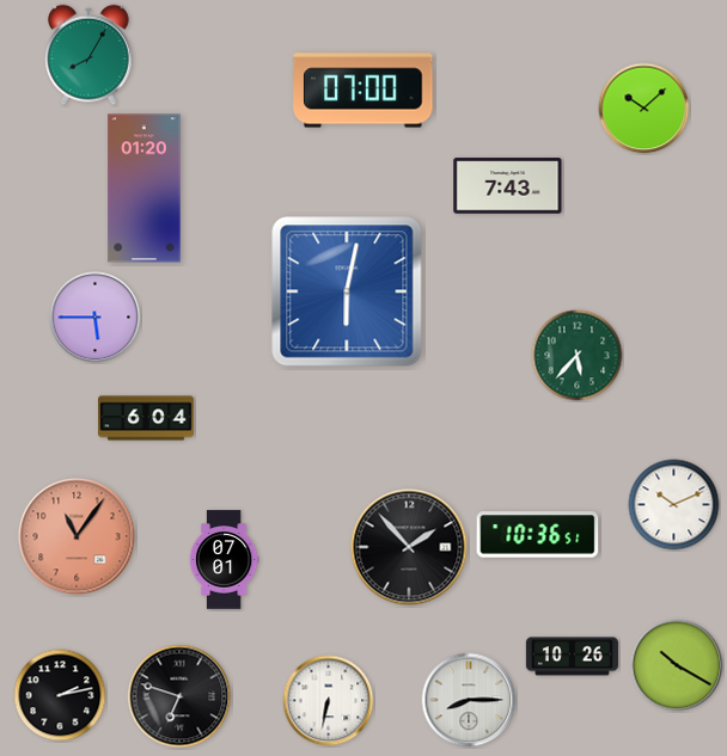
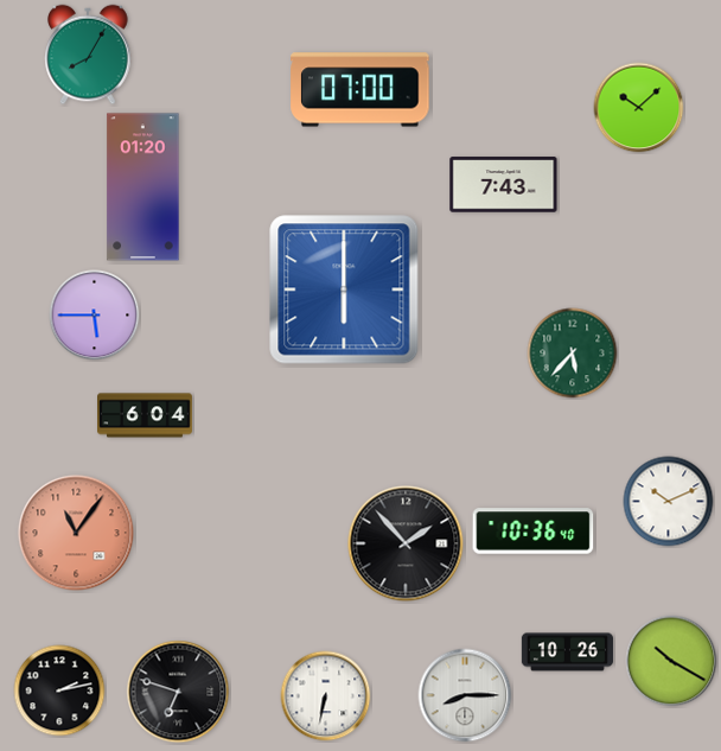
clock at (347, 291): 6:02 -> 6:00
clock at (538, 535): 10:36:51 -> 10:36:40
clock at (224, 560): 07:01 -> none
